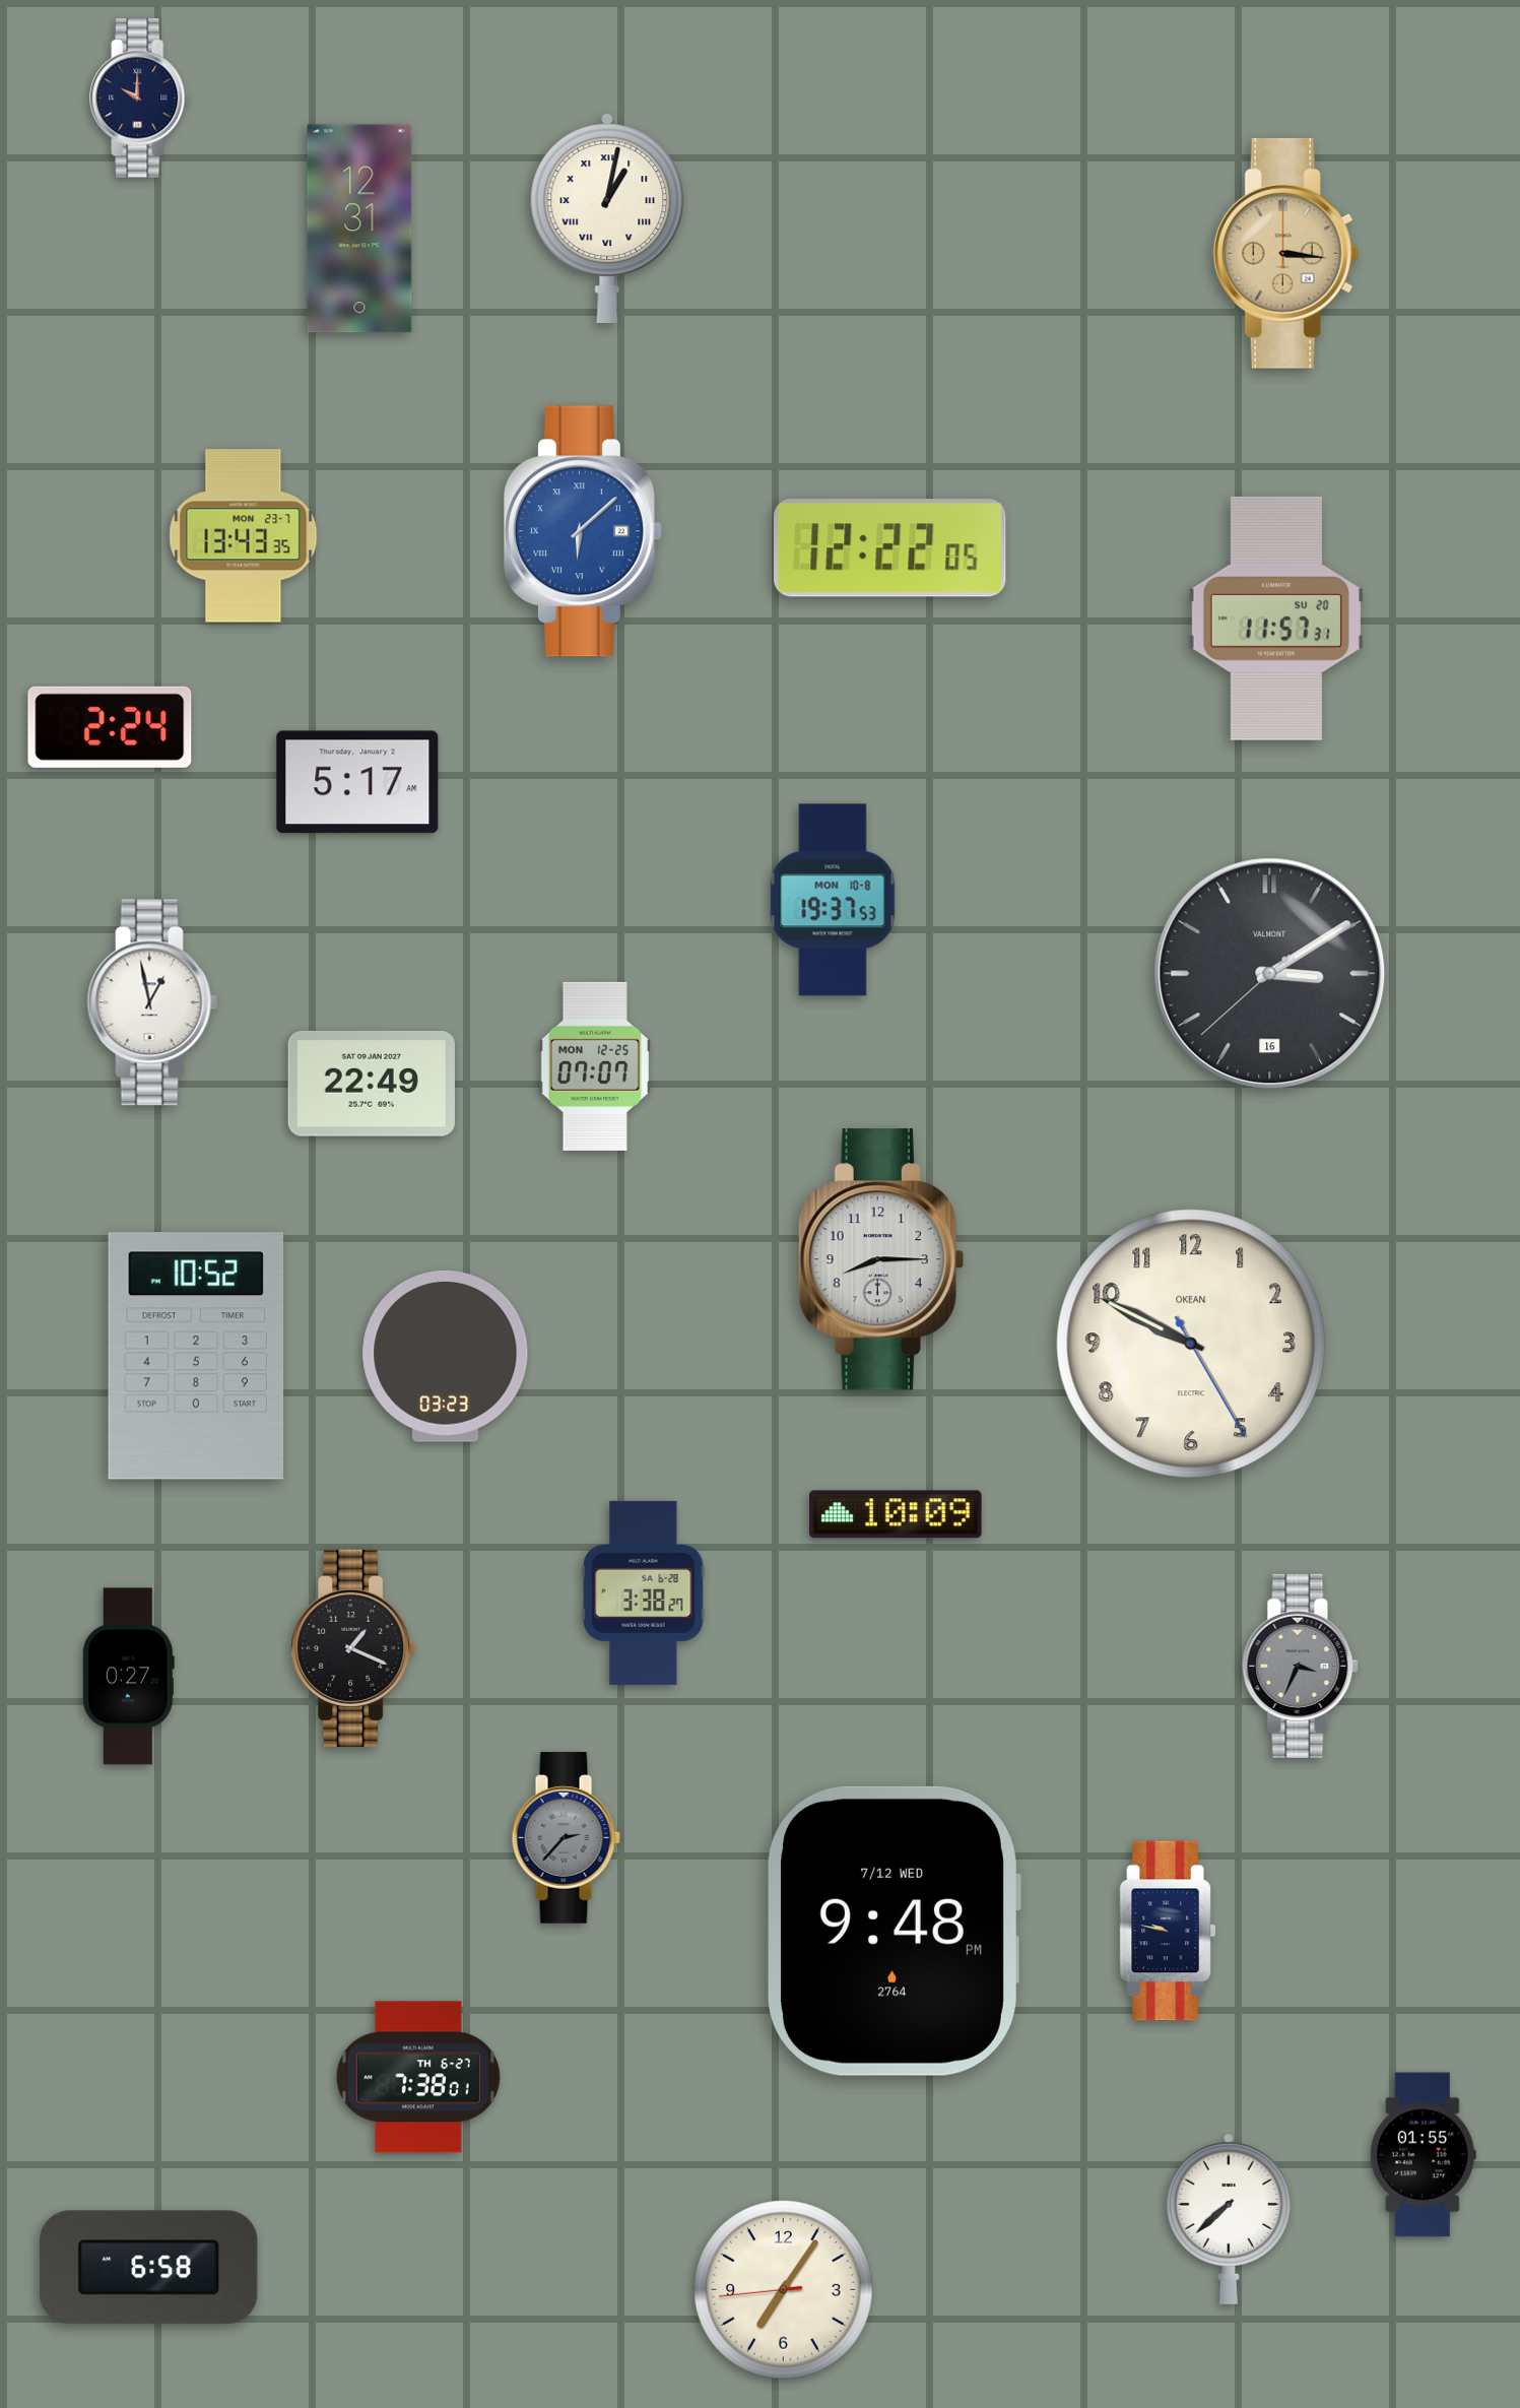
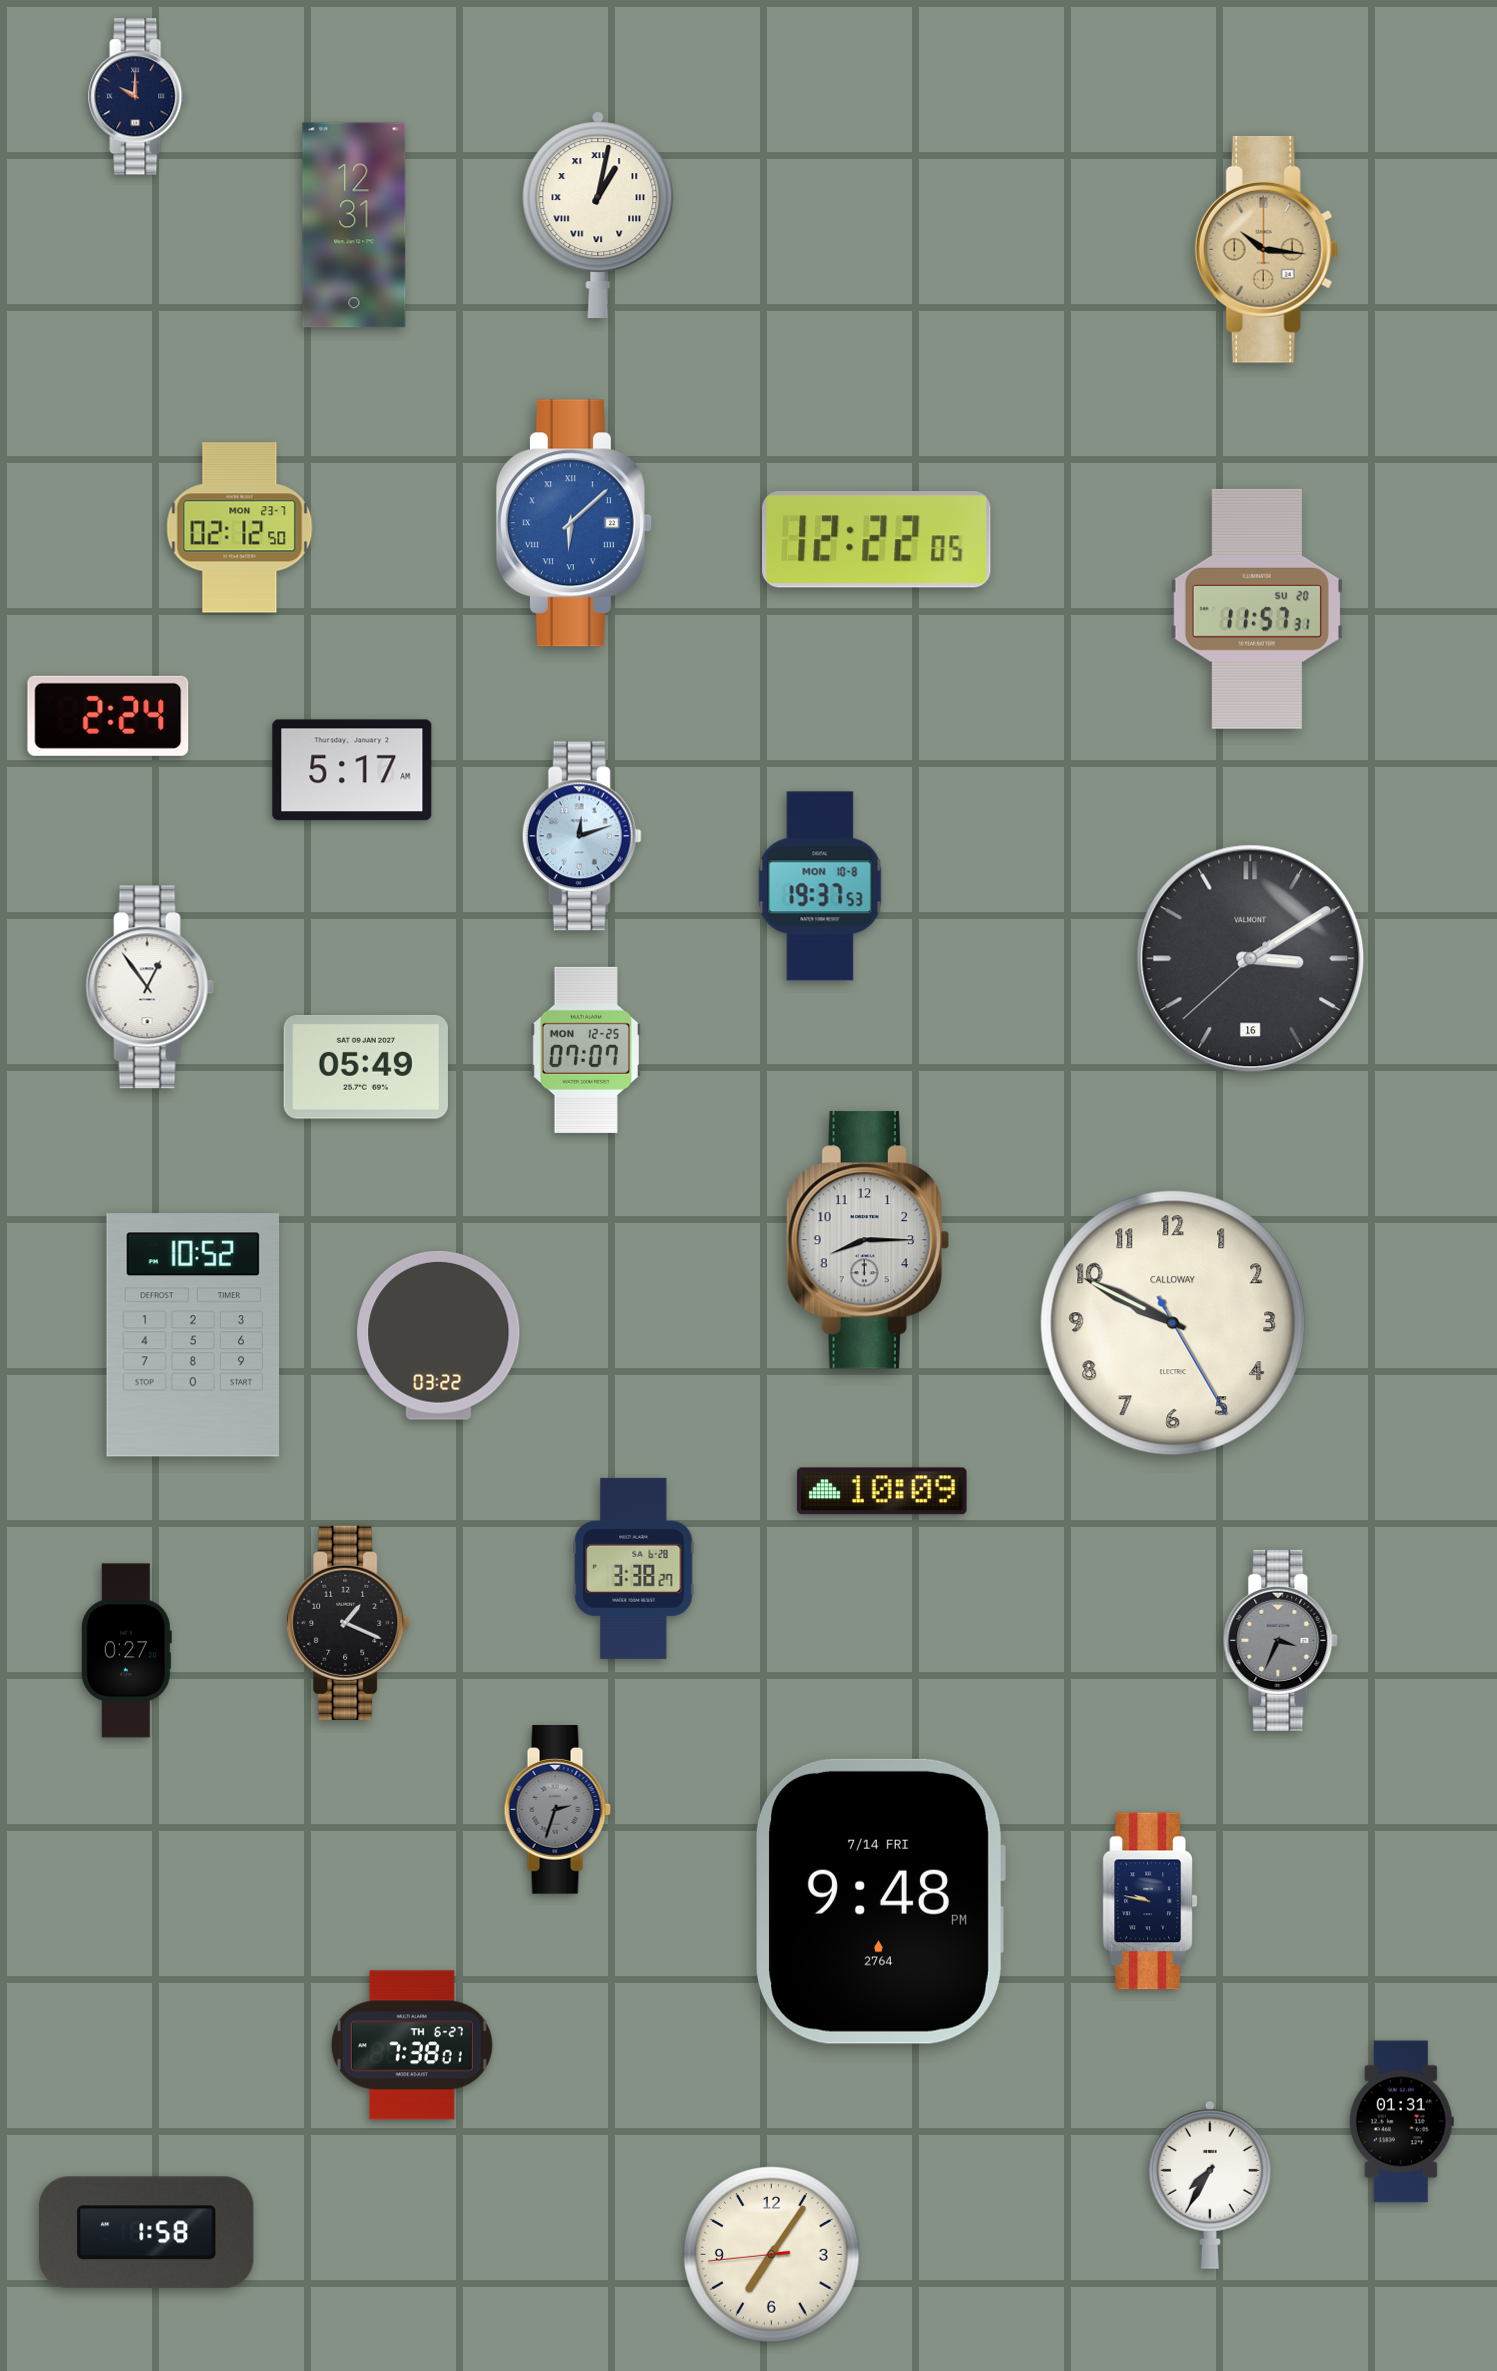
clock at (1285, 253): 3:16 -> 10:16
clock at (244, 536): 13:43 -> 02:12
clock at (582, 836): none -> 12:12
clock at (152, 1002): 12:58 -> 12:54
clock at (372, 1084): 22:49 -> 05:49
clock at (1191, 1344) brand: OKEAN -> CALLOWAY
clock at (446, 1356): 03:23 -> 03:22
clock at (566, 1838): 2:37 -> 2:33
clock at (895, 1931) date: 7/12 WED -> 7/14 FRI
clock at (1423, 2155): 01:55 -> 01:31
clock at (1229, 2218): 7:38 -> 7:35
clock at (149, 2268): 6:58 -> 1:58
